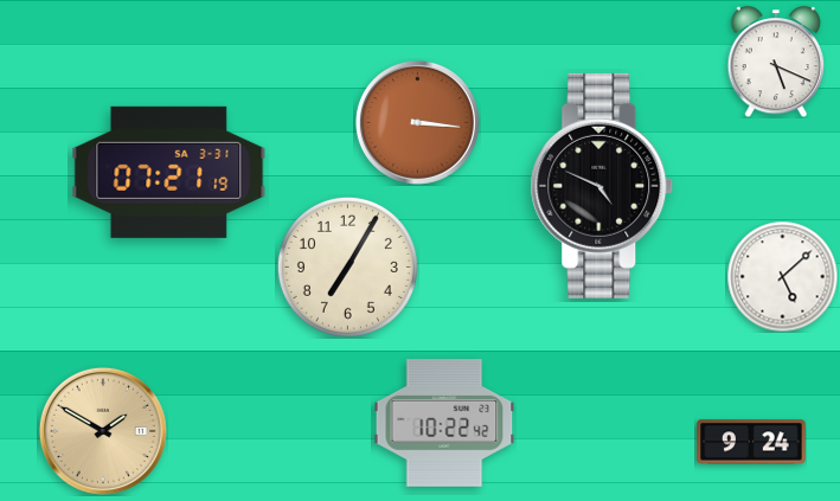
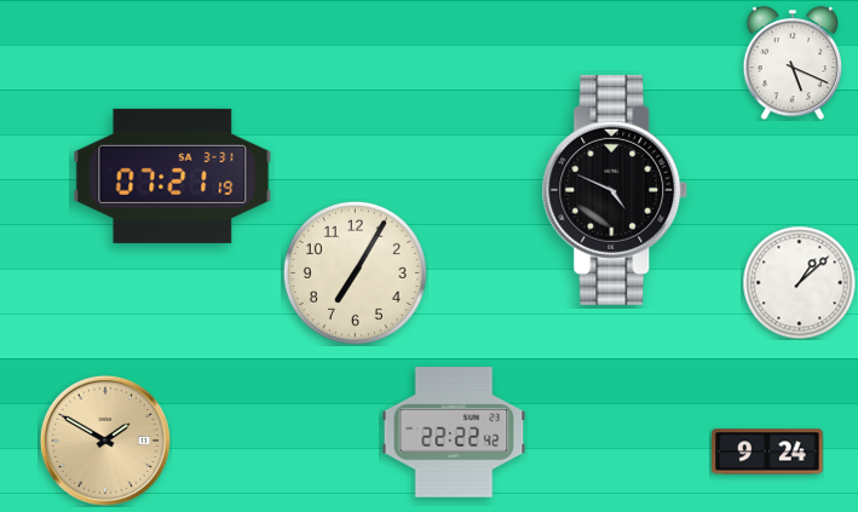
clock at (417, 122): 3:16 -> none
clock at (782, 276): 5:08 -> 1:08
clock at (444, 423): 10:22 -> 22:22
